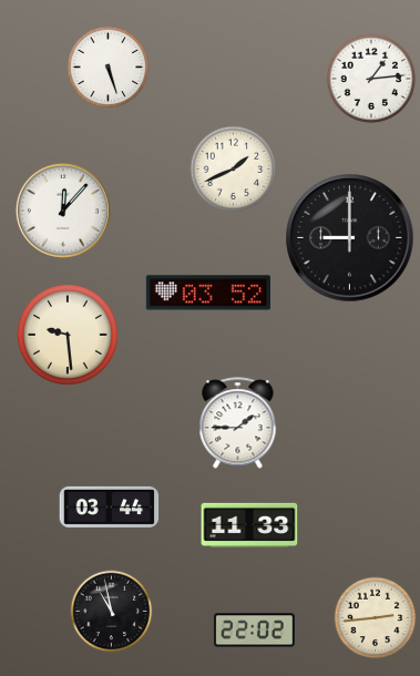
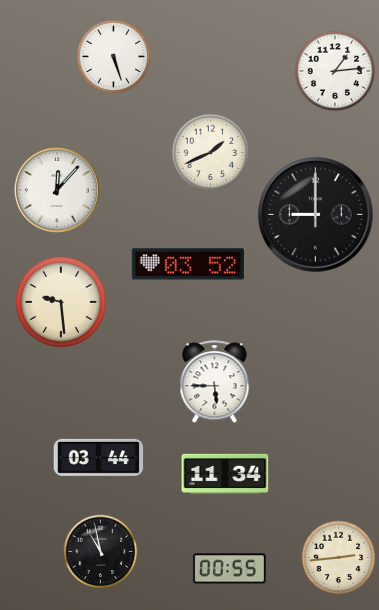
clock at (109, 68) position: (109, 68) -> (114, 57)
clock at (238, 423): 1:45 -> 5:45
clock at (249, 525): 11:33 -> 11:34
clock at (254, 631): 22:02 -> 00:55
